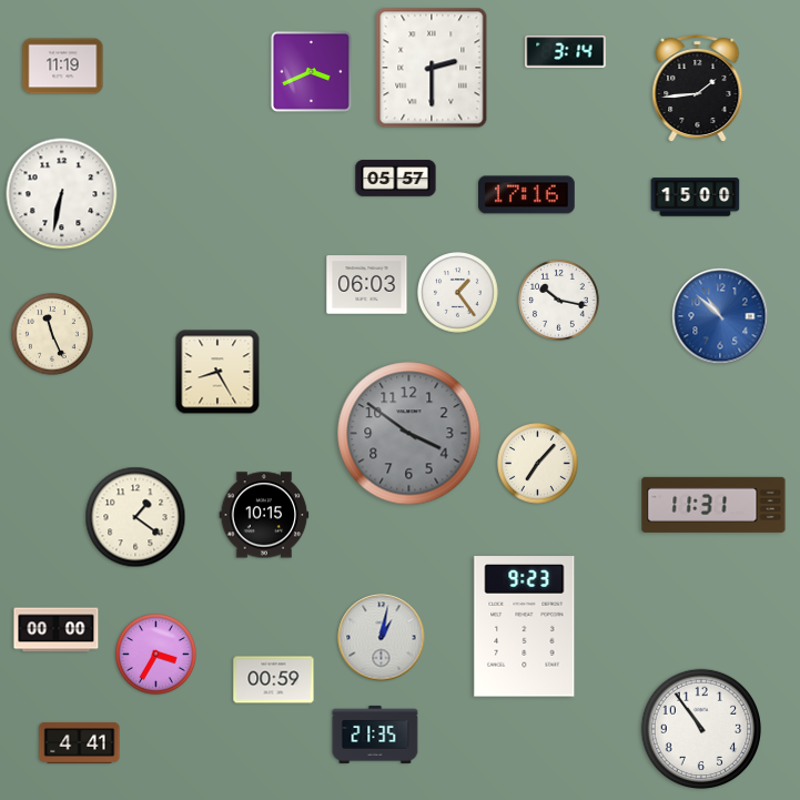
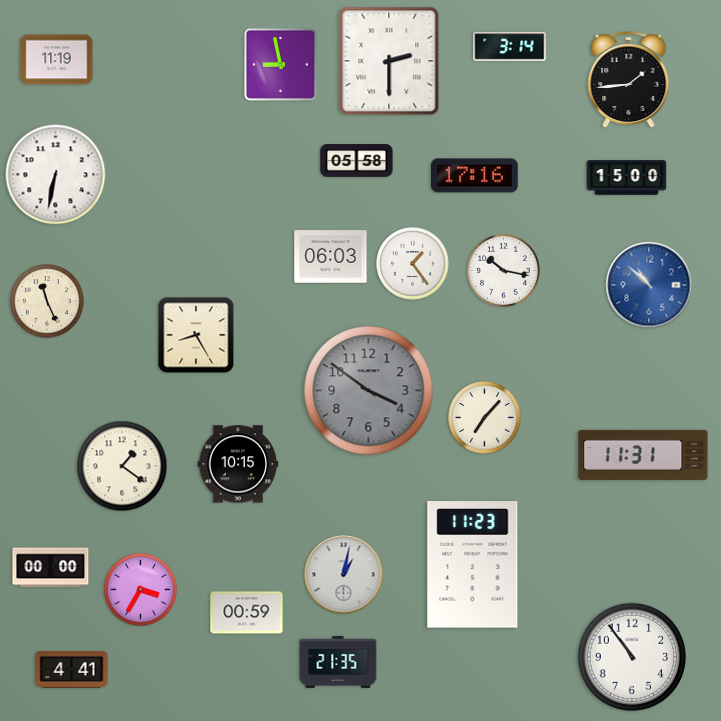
clock at (311, 71): 3:41 -> 8:58
clock at (396, 179): 05:57 -> 05:58
clock at (525, 627): 9:23 -> 11:23
